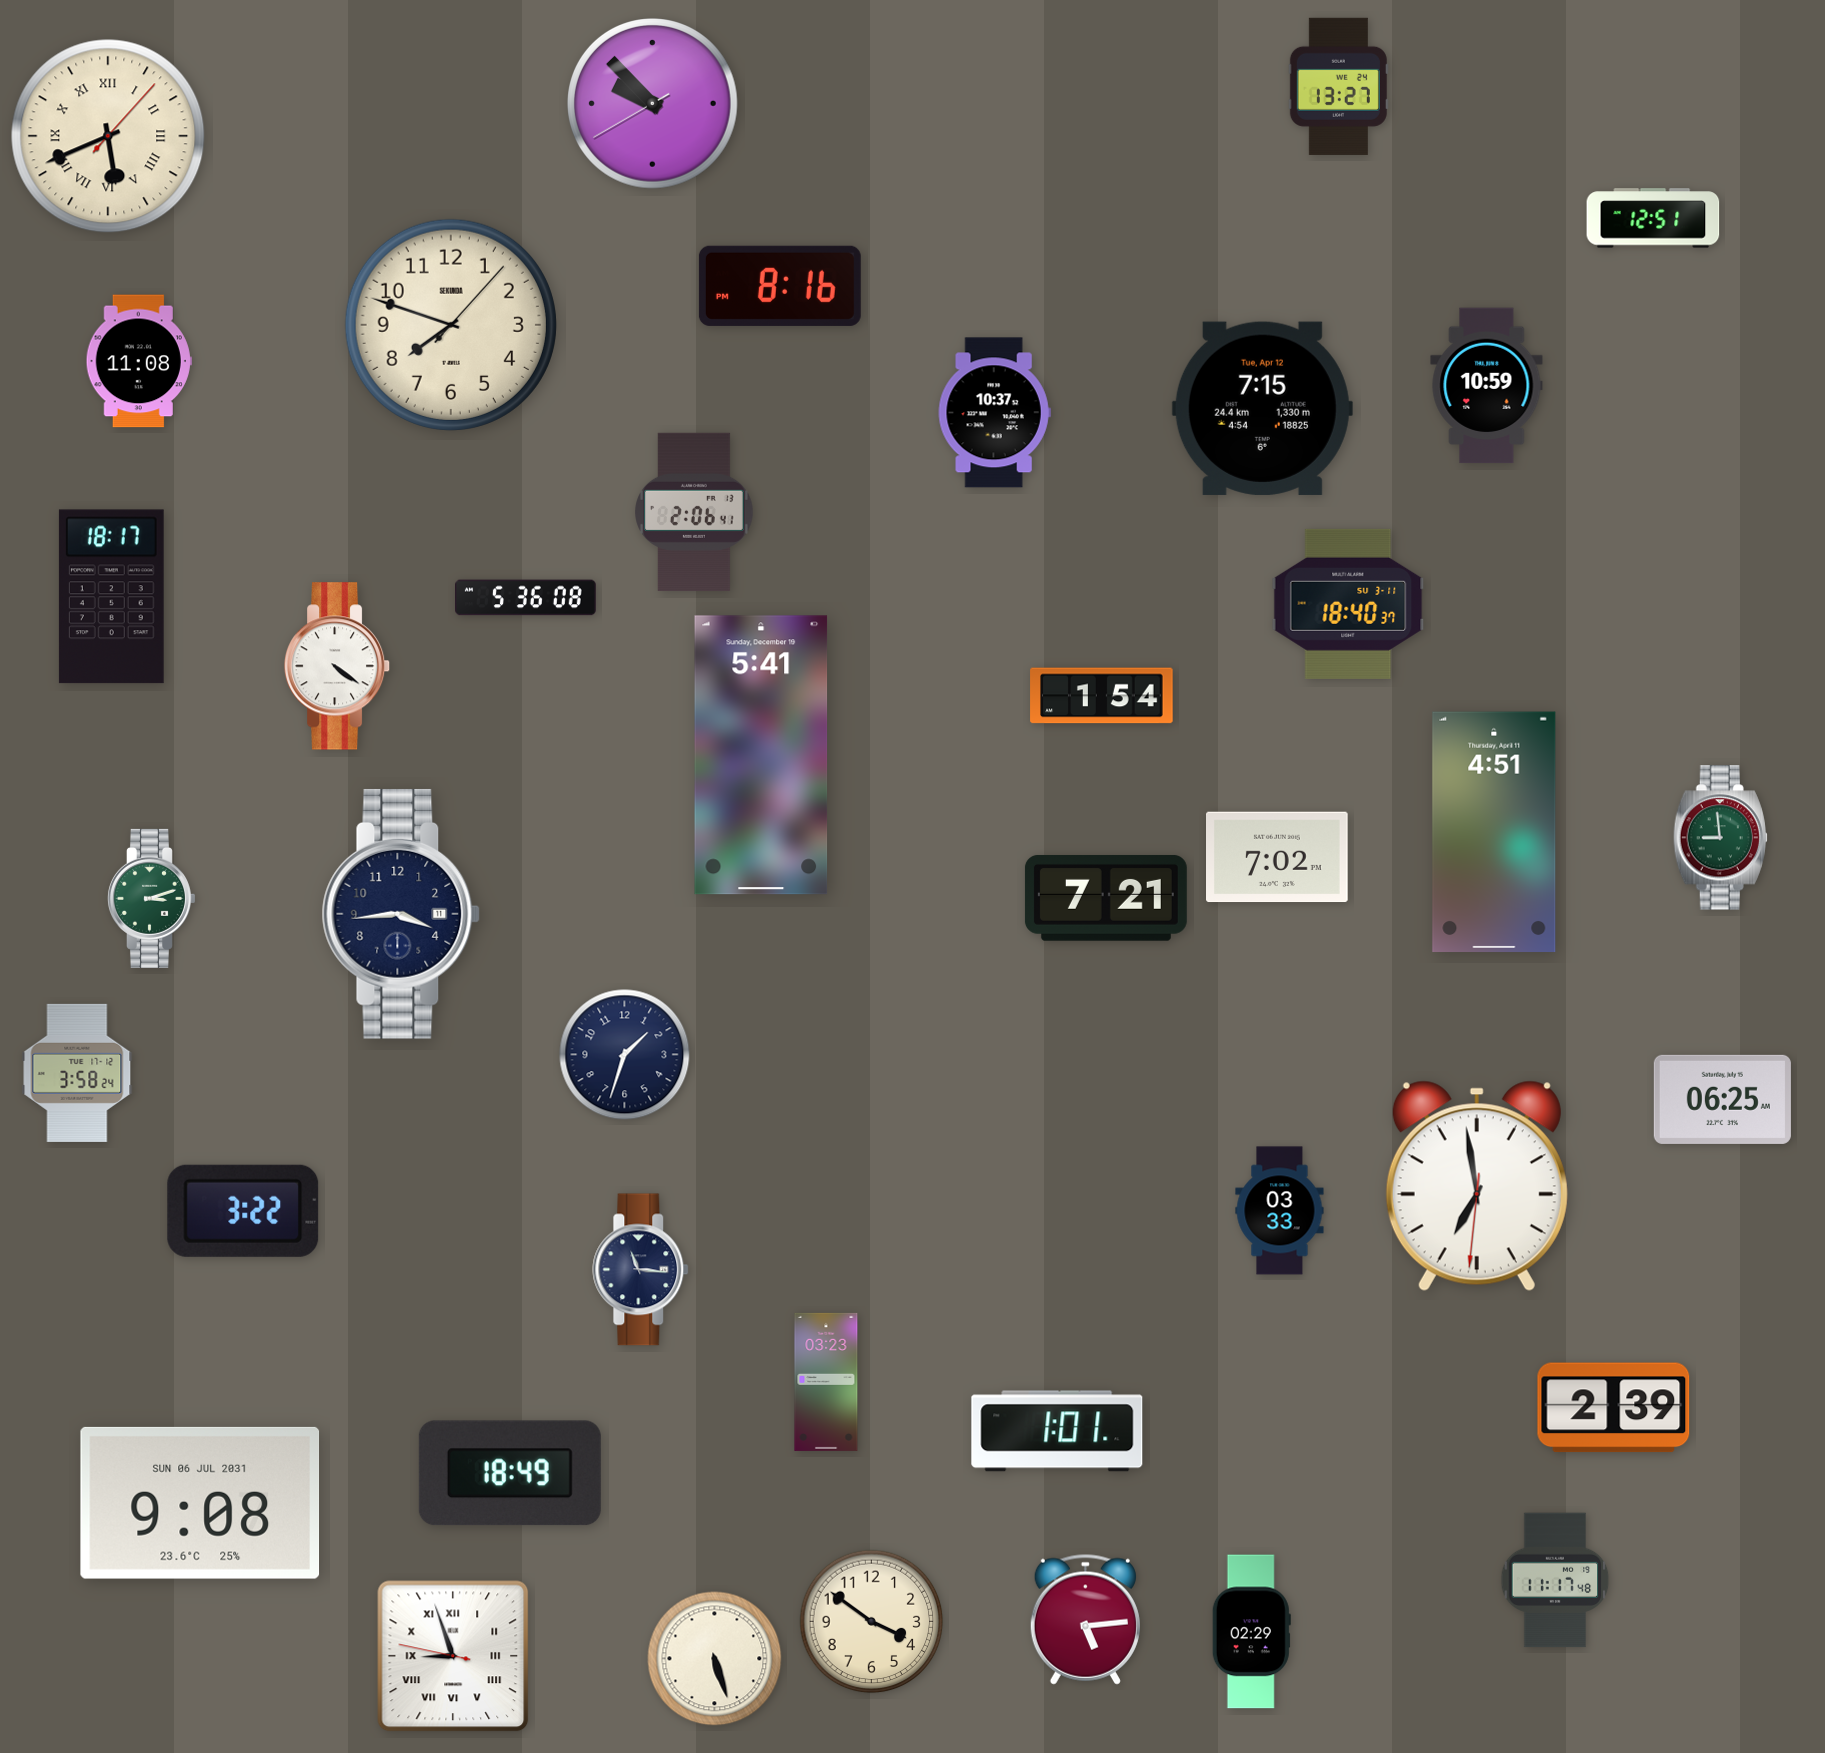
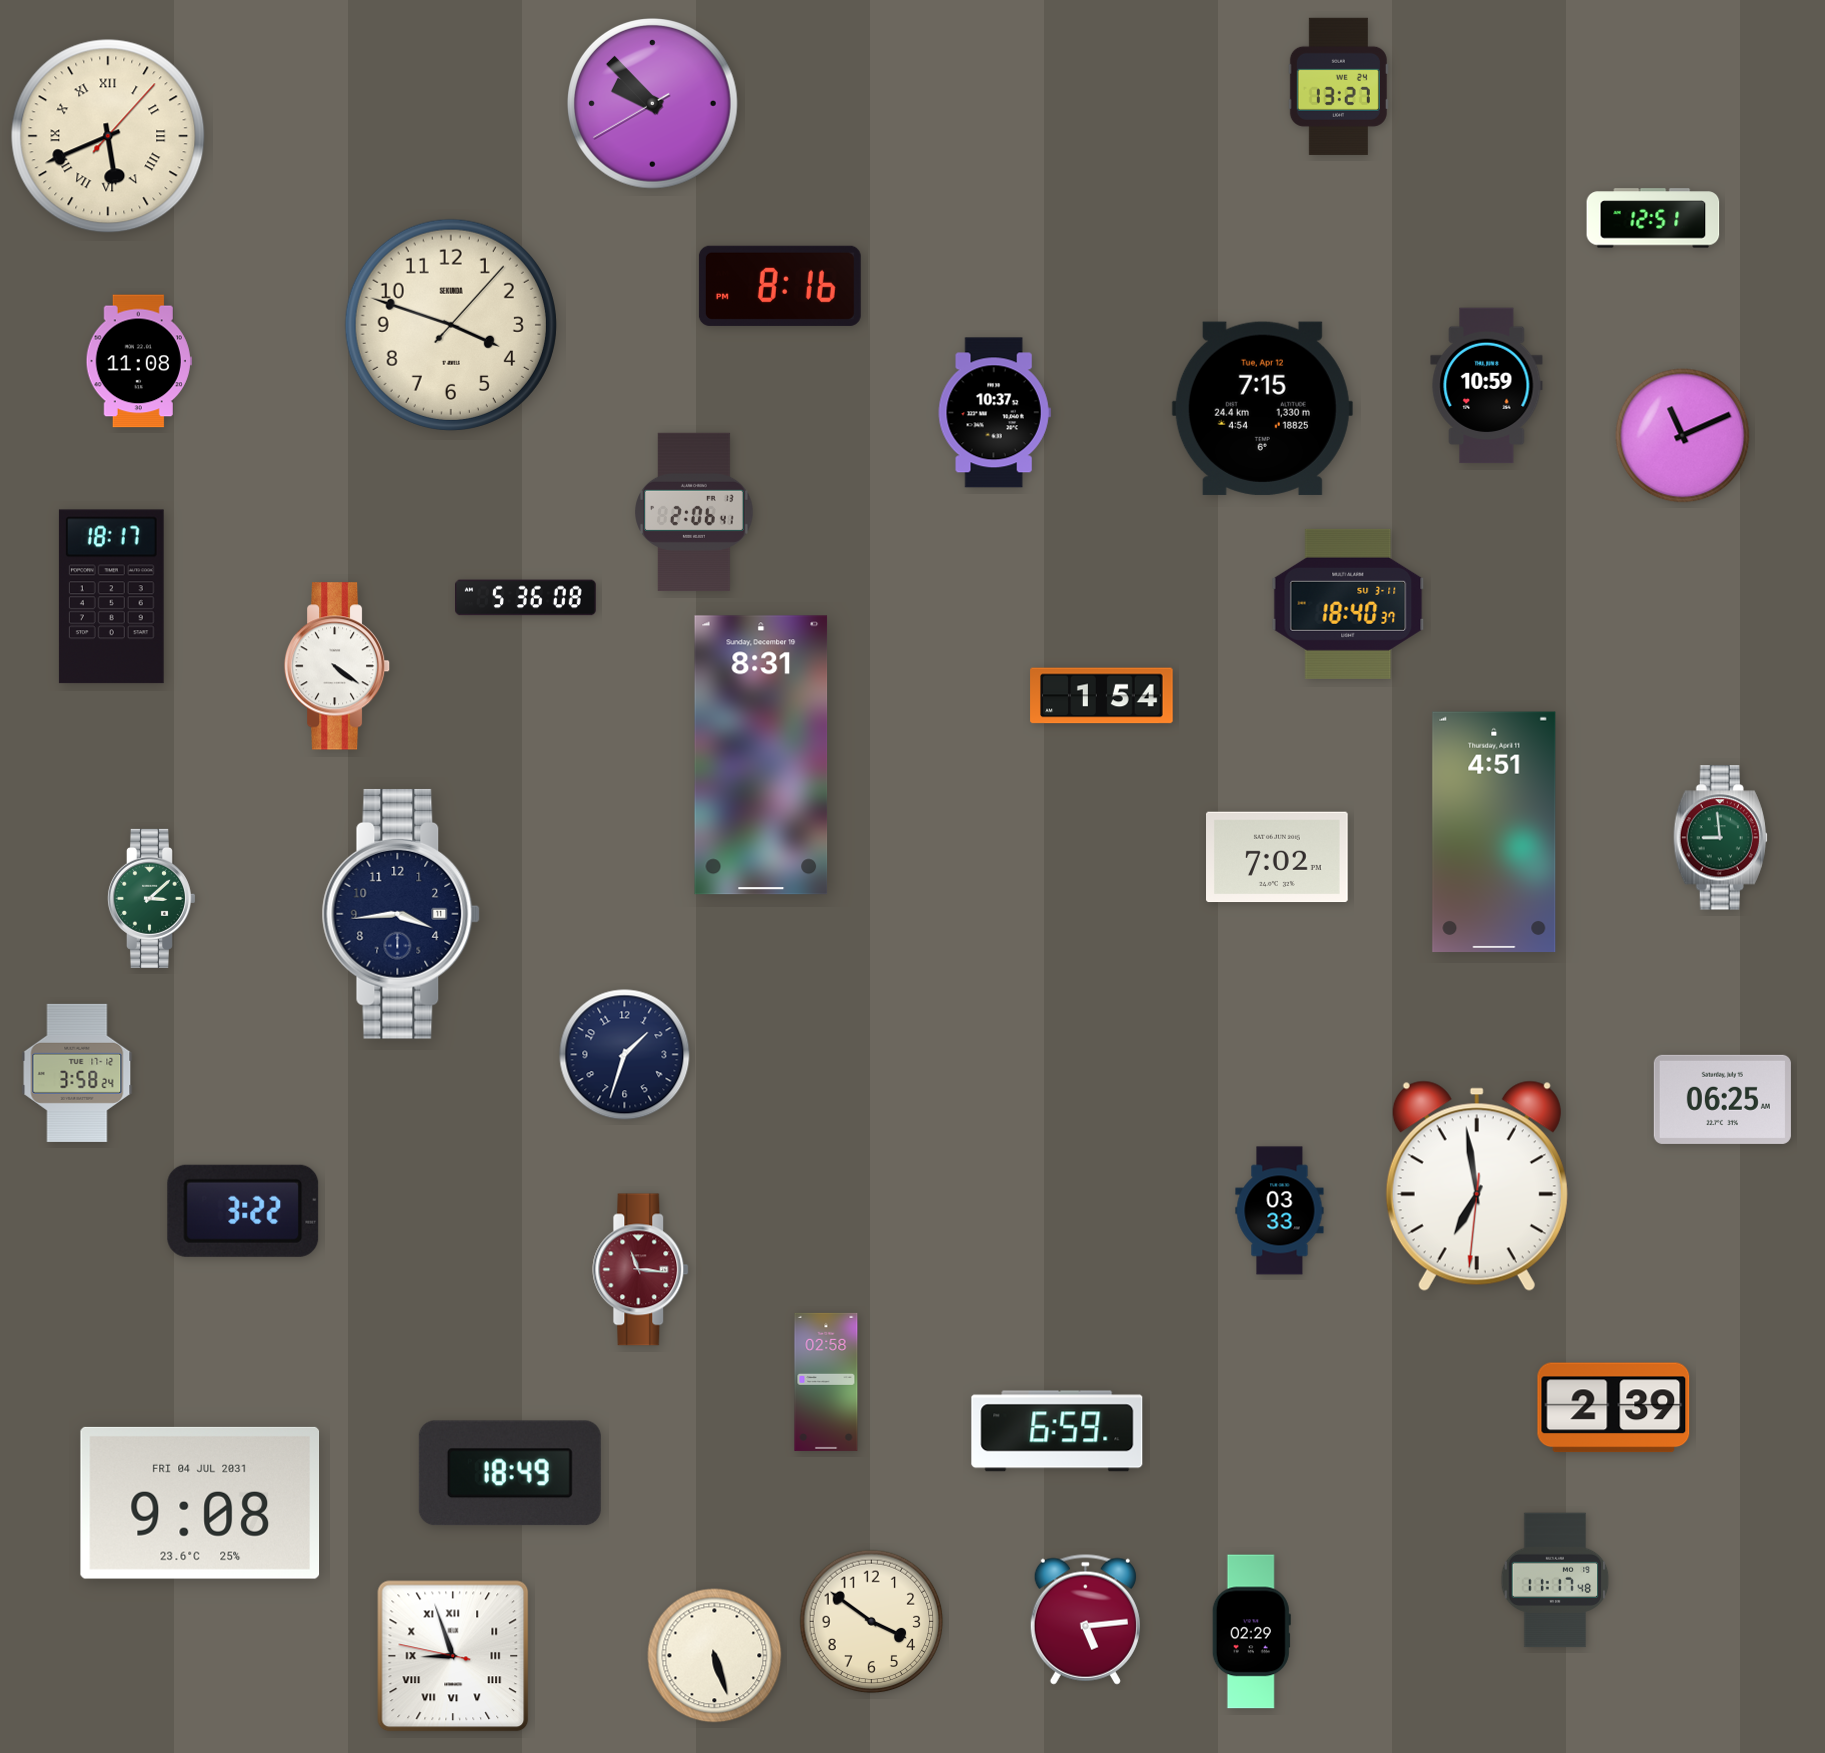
clock at (451, 325): 7:48 -> 3:48
clock at (1683, 436): none -> 11:11
clock at (761, 755): 5:41 -> 8:31
clock at (151, 898): 3:12 -> 3:08
clock at (1106, 898): 7:21 -> none
clock at (641, 1270) dial: navy -> burgundy
clock at (826, 1382): 03:23 -> 02:58
clock at (1057, 1431): 1:01 -> 6:59
clock at (200, 1503) date: SUN 06 JUL 2031 -> FRI 04 JUL 2031
clock at (715, 1659) position: (715, 1659) -> (715, 1656)
